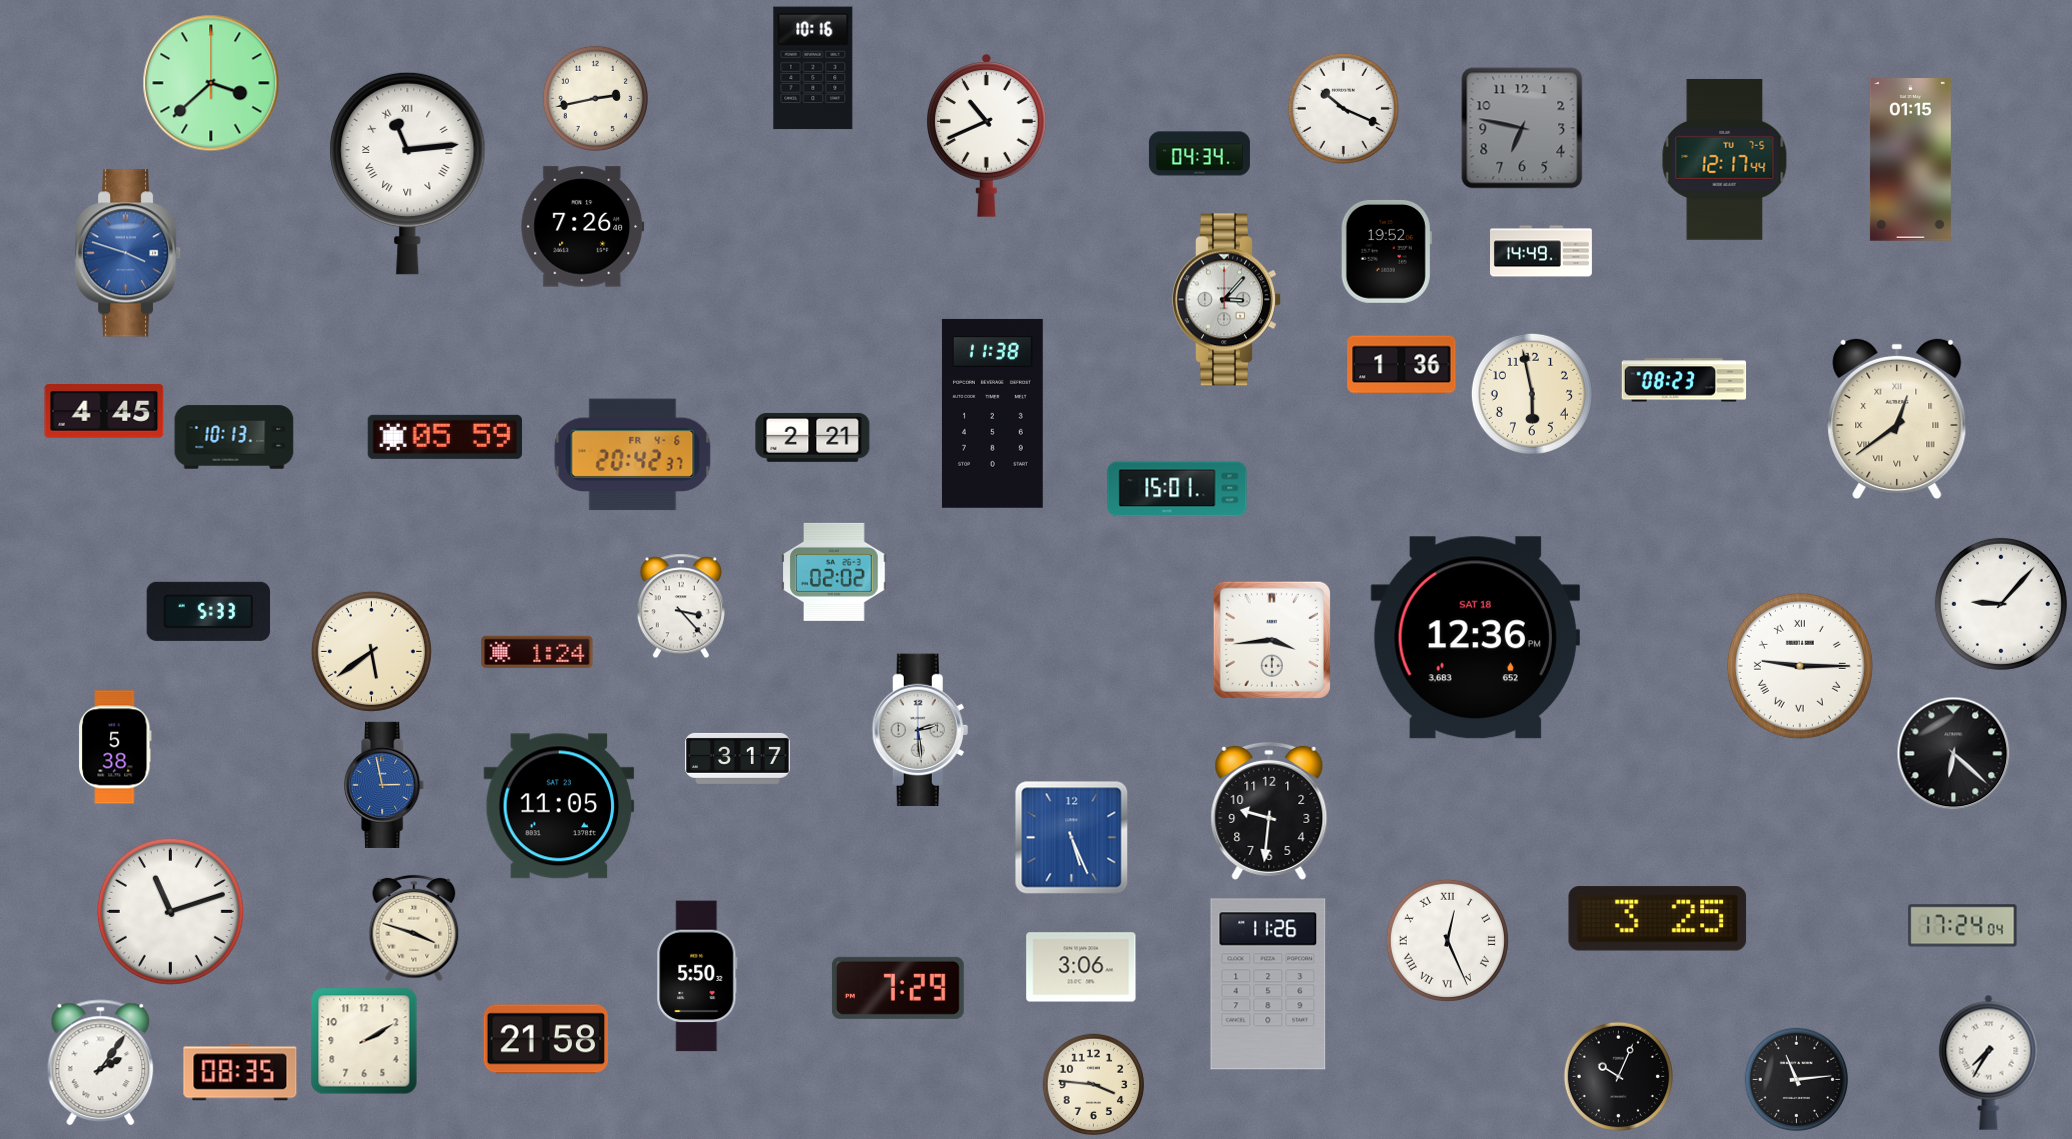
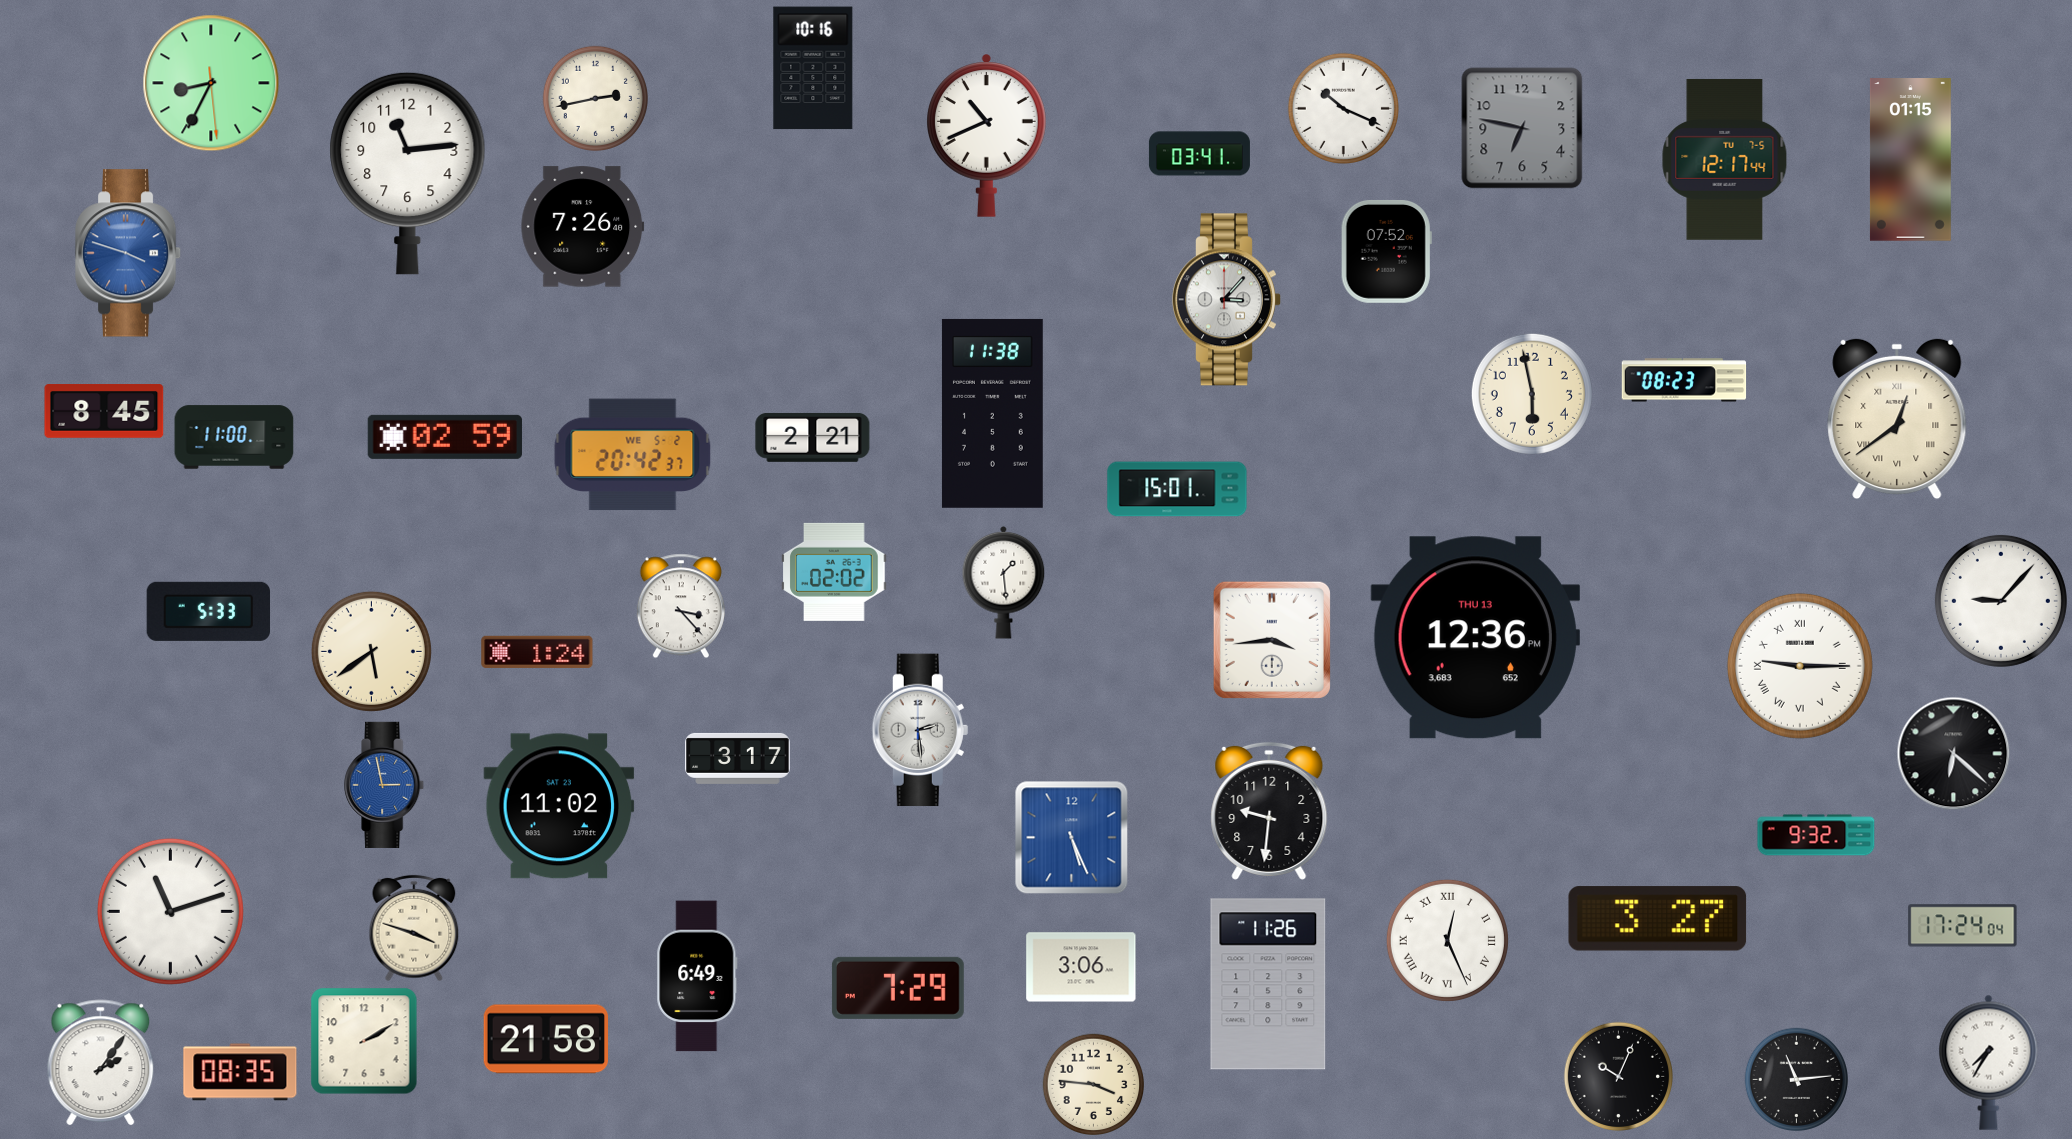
clock at (211, 83): 3:38 -> 8:34
clock at (1199, 154): 04:34 -> 03:41
clock at (408, 173) numerals: Roman -> Arabic
clock at (1386, 251): 19:52 -> 07:52
clock at (1542, 251): 14:49 -> none
clock at (1402, 365): 1:36 -> none
clock at (104, 412): 4:45 -> 8:45
clock at (234, 437): 10:13 -> 11:00
clock at (445, 437): 05:59 -> 02:59
clock at (633, 455) date: FR 4-6 -> WE 5-2
clock at (1004, 582): none -> 1:29
clock at (2001, 604) position: (2001, 604) -> (2001, 601)
clock at (1475, 638) date: SAT 18 -> THU 13
clock at (115, 747): 5:38 -> none
clock at (559, 806): 11:05 -> 11:02
clock at (1816, 835): none -> 9:32
clock at (1658, 919): 3:25 -> 3:27
clock at (697, 976): 5:50 -> 6:49
